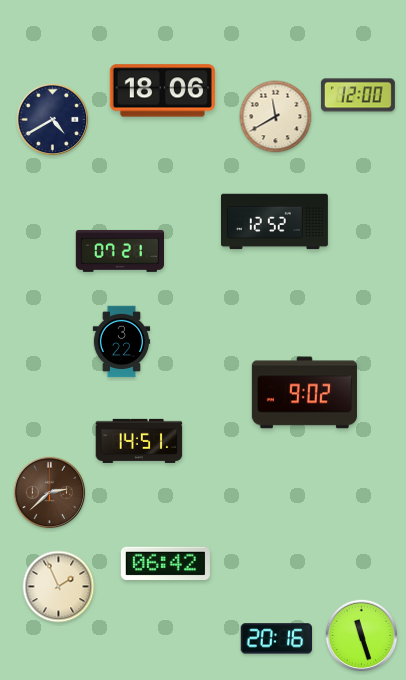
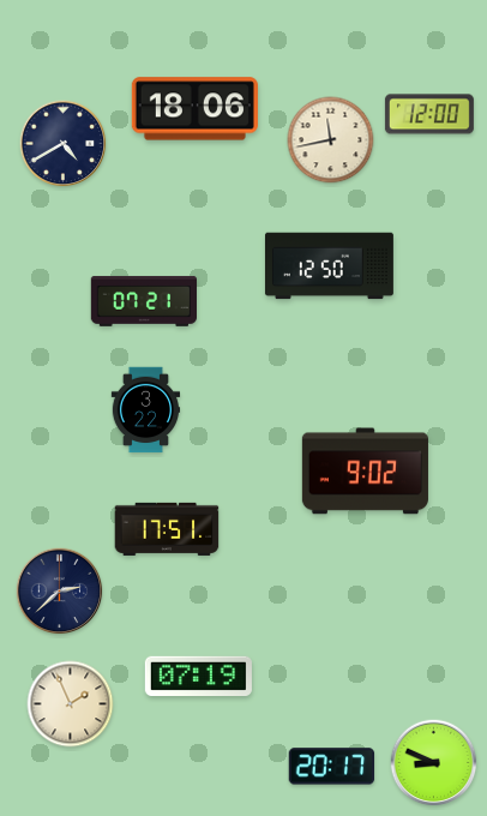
clock at (276, 117): 11:40 -> 11:43
clock at (274, 222): 12:52 -> 12:50
clock at (139, 441): 14:51 -> 17:51
clock at (50, 493) dial: brown -> navy
clock at (165, 564): 06:42 -> 07:19
clock at (362, 636): 11:27 -> 8:49
clock at (277, 639): 20:16 -> 20:17
